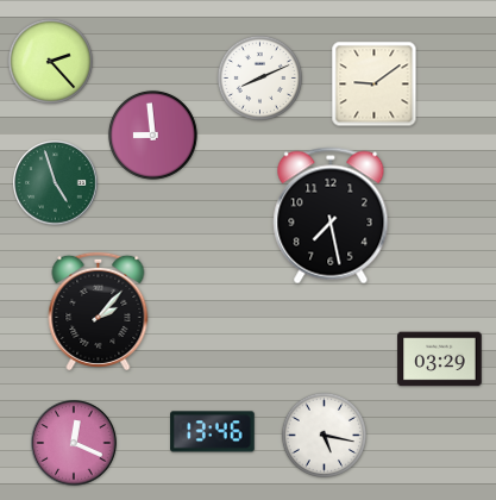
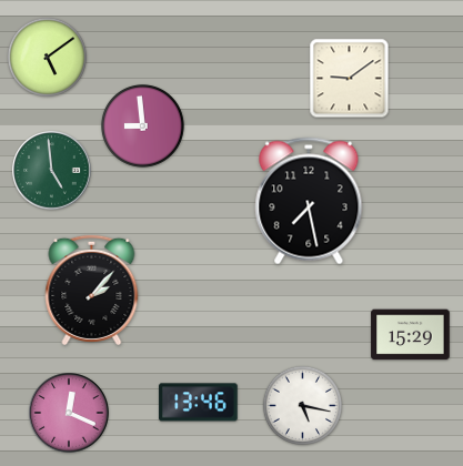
clock at (50, 61): 2:23 -> 5:09
clock at (259, 77): 8:11 -> none
clock at (56, 183): 4:57 -> 4:59
clock at (440, 360): 03:29 -> 15:29
